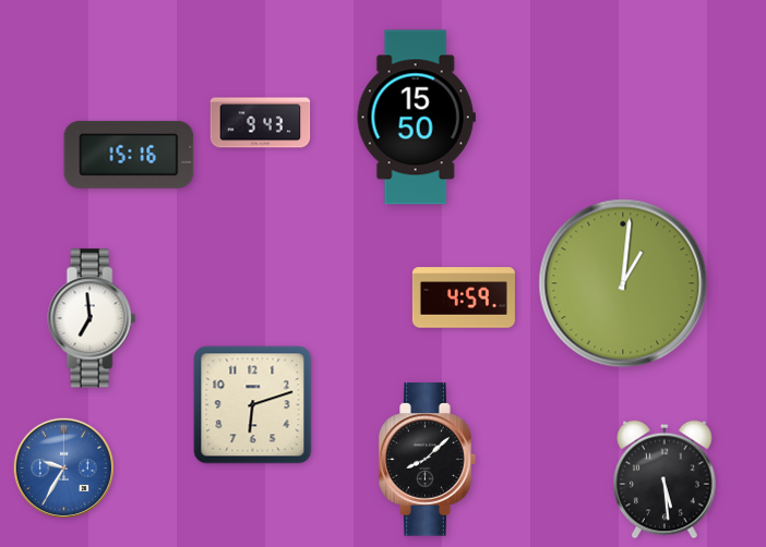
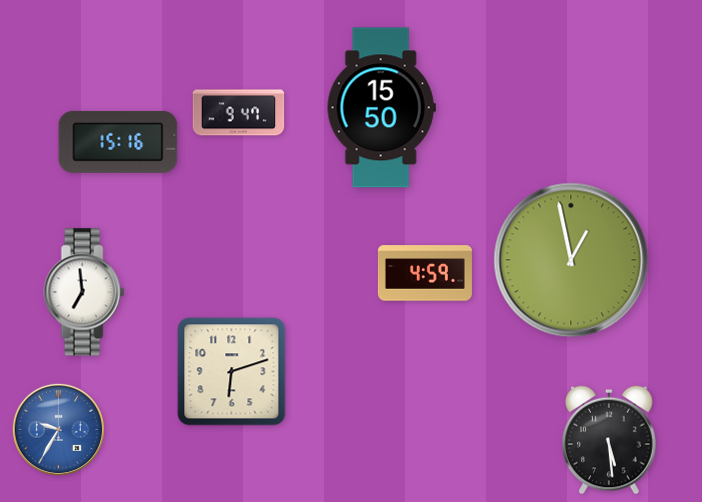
clock at (261, 123): 9:43 -> 9:47
clock at (623, 283): 1:01 -> 12:58
clock at (428, 460): 8:08 -> none
